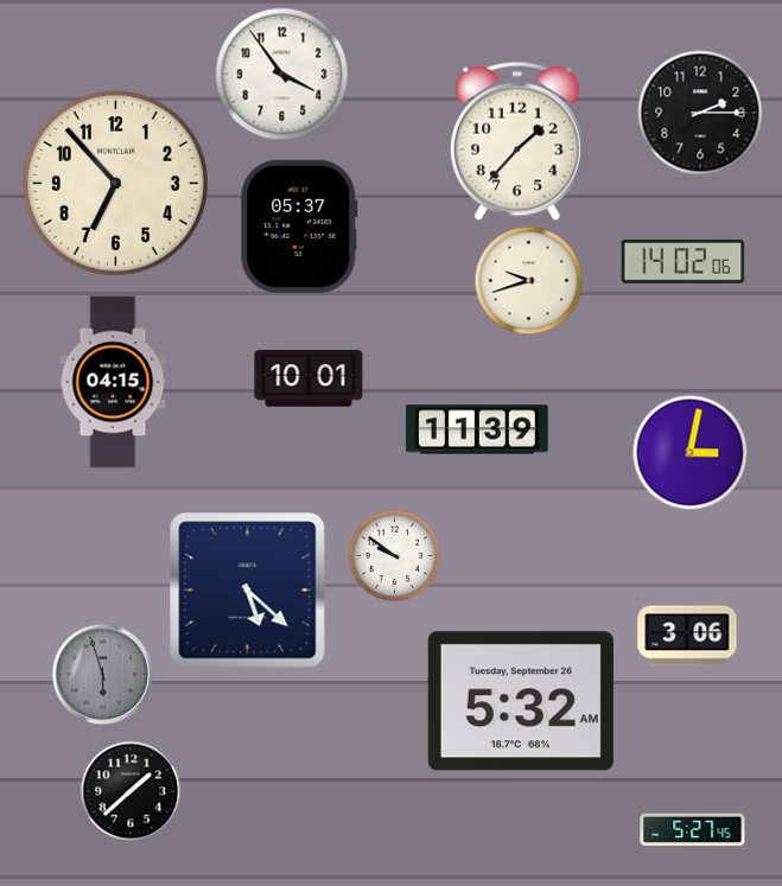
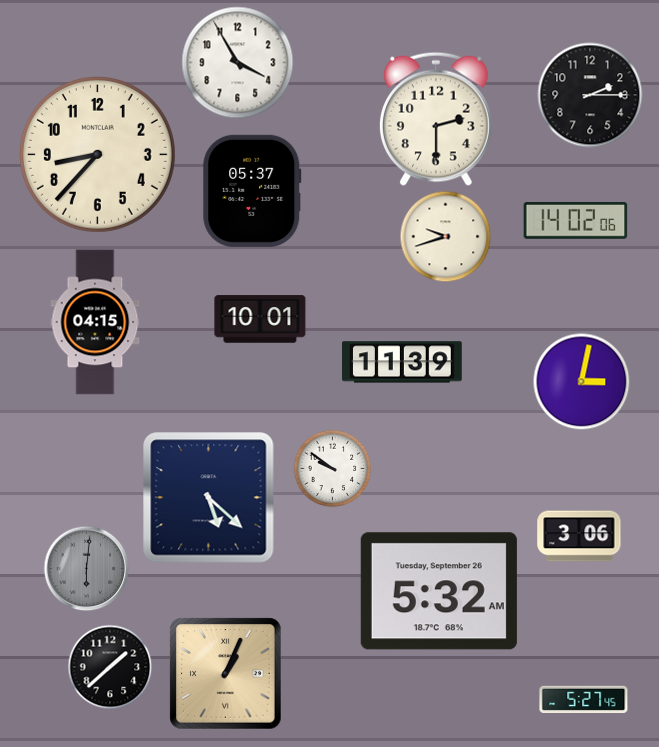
clock at (282, 75): 3:54 -> 3:55
clock at (517, 141): 1:37 -> 2:30
clock at (115, 183): 6:53 -> 8:37
clock at (102, 674): 5:57 -> 6:01
clock at (226, 674): none -> 1:04
